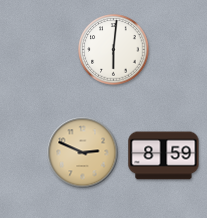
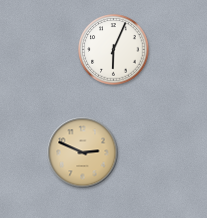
clock at (114, 50): 6:01 -> 6:04
clock at (164, 156): 8:59 -> none
